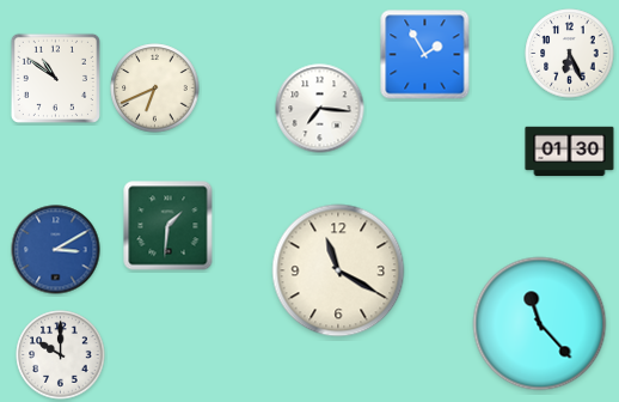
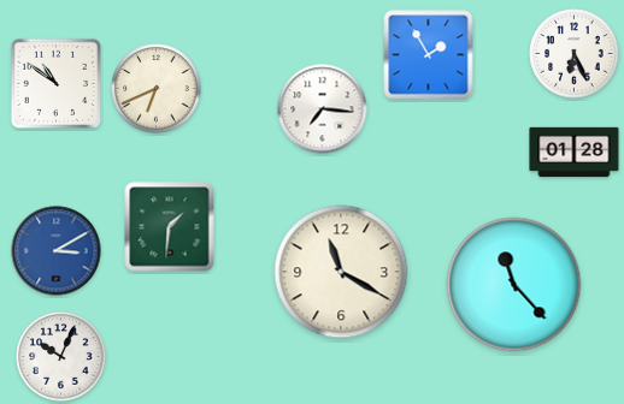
clock at (55, 78) position: (55, 78) -> (55, 83)
clock at (570, 152): 01:30 -> 01:28
clock at (540, 324) position: (540, 324) -> (514, 285)
clock at (61, 355): 10:00 -> 10:04
